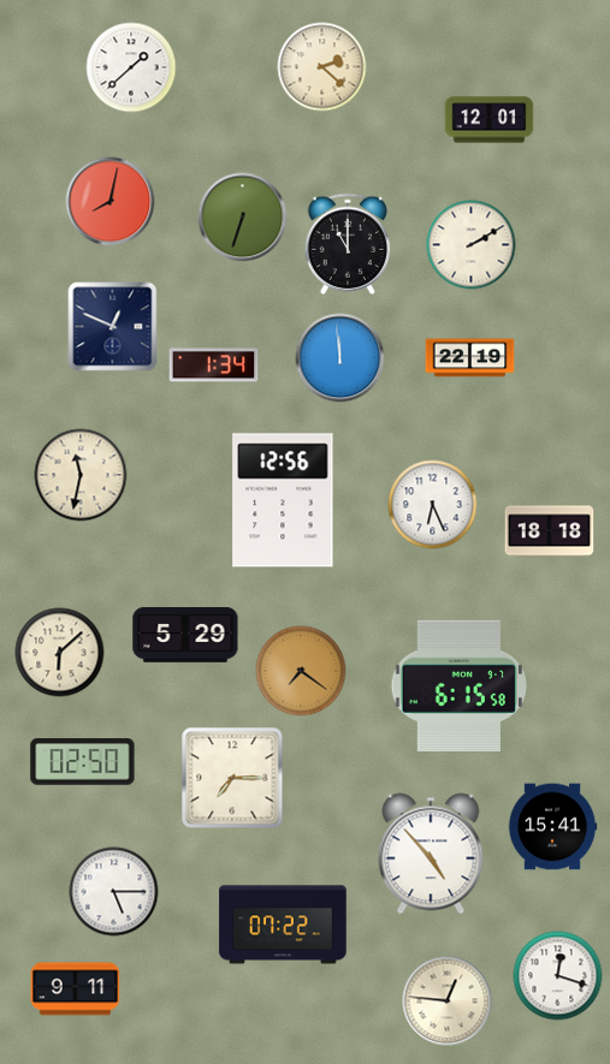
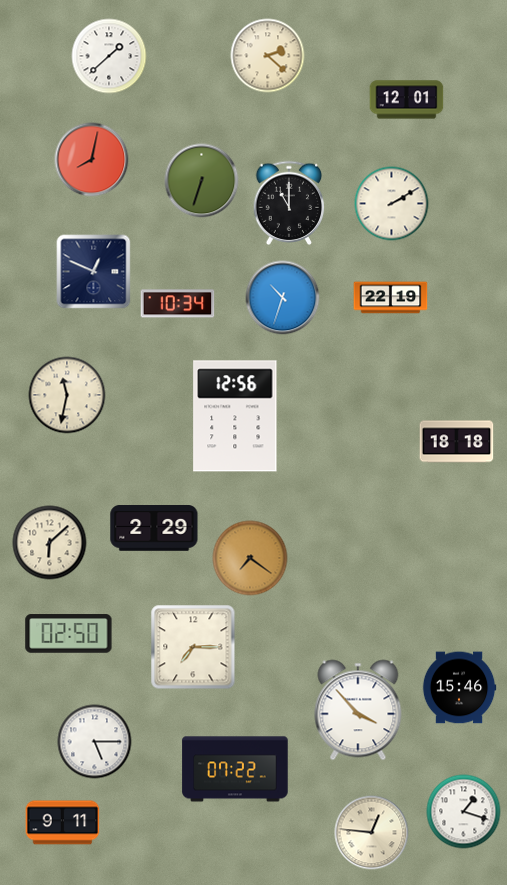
clock at (111, 202) position: (111, 202) -> (92, 160)
clock at (340, 358): 11:59 -> 10:33
clock at (214, 365): 1:34 -> 10:34
clock at (433, 505): 6:26 -> none
clock at (185, 635): 5:29 -> 2:29
clock at (458, 685): 6:15 -> none
clock at (552, 827): 15:41 -> 15:46
clock at (431, 854): 4:53 -> 3:53
clock at (558, 976): 12:18 -> 1:18
